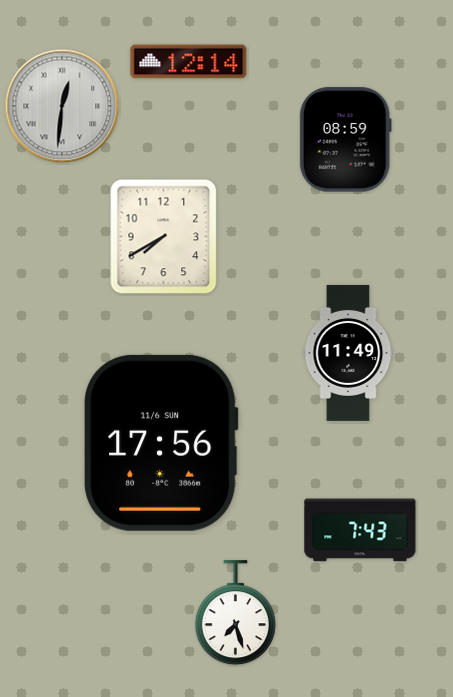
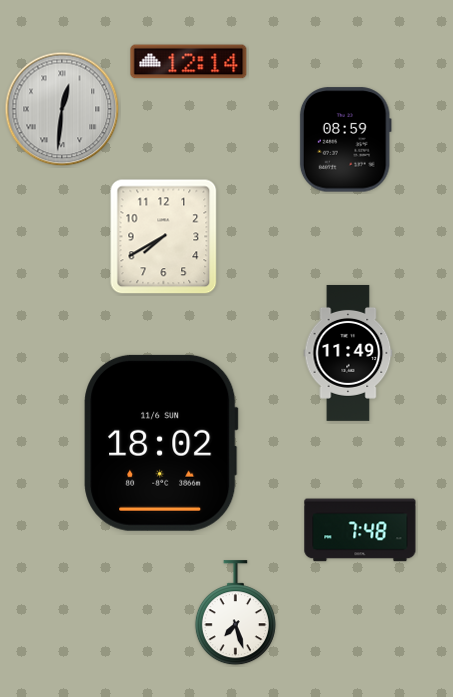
clock at (62, 106) position: (62, 106) -> (62, 109)
clock at (161, 443): 17:56 -> 18:02
clock at (360, 530): 7:43 -> 7:48
